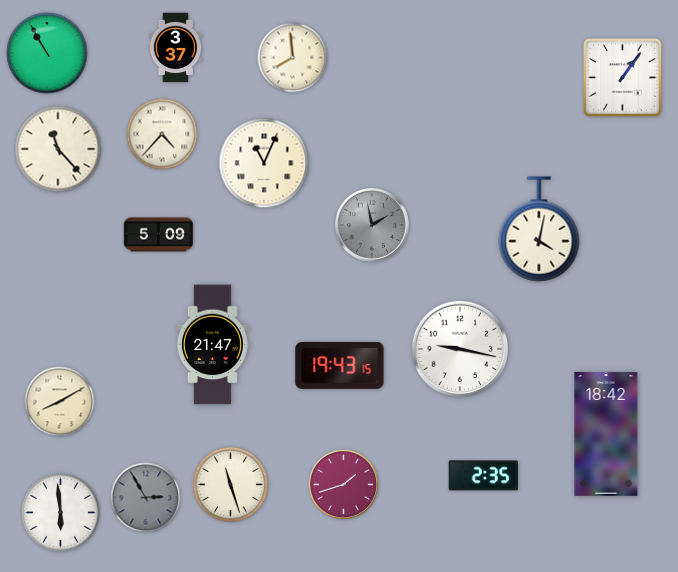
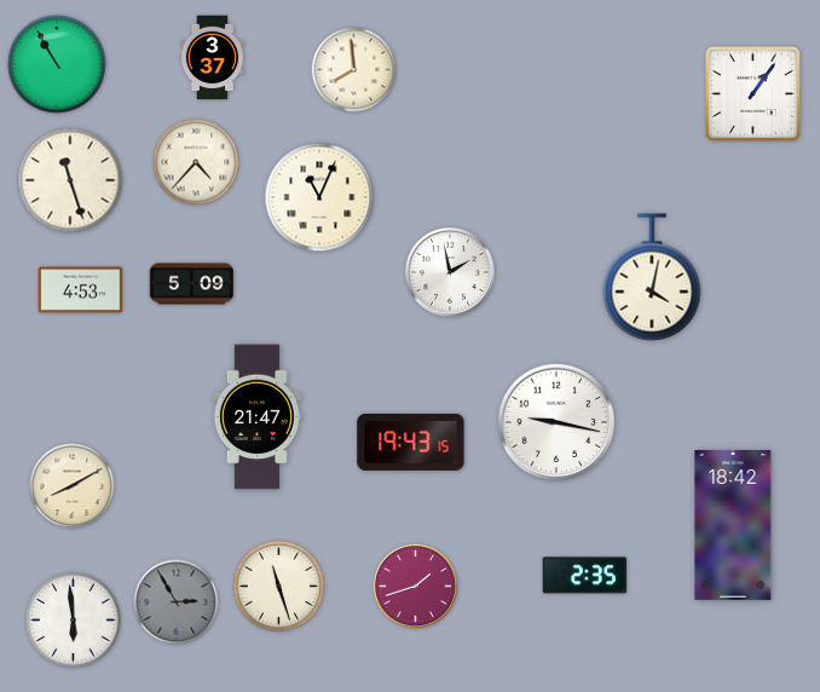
clock at (58, 149): 11:23 -> 11:27
clock at (373, 226) dial: grey -> white
clock at (81, 290): none -> 4:53
